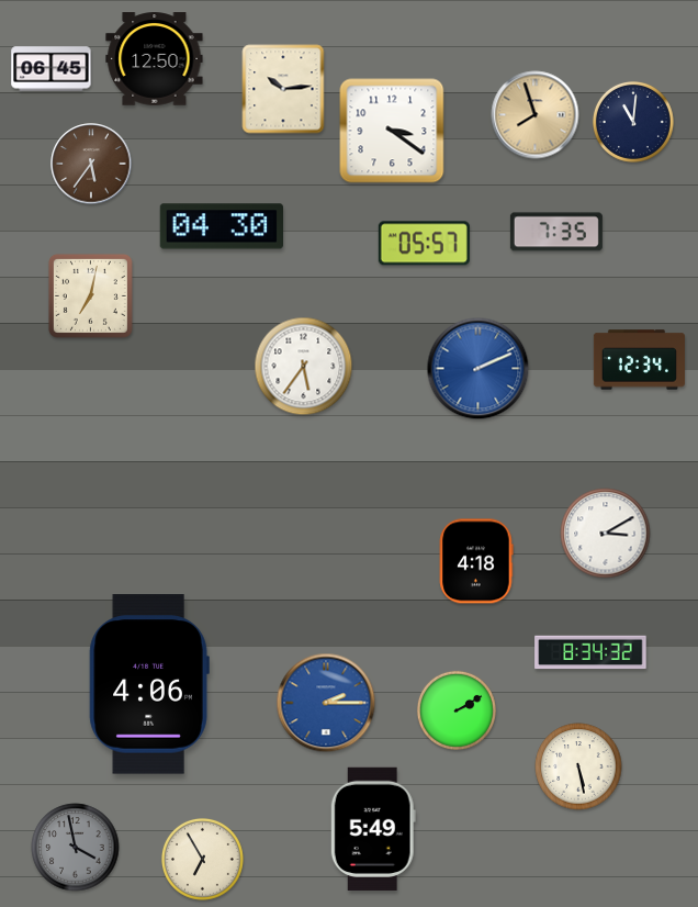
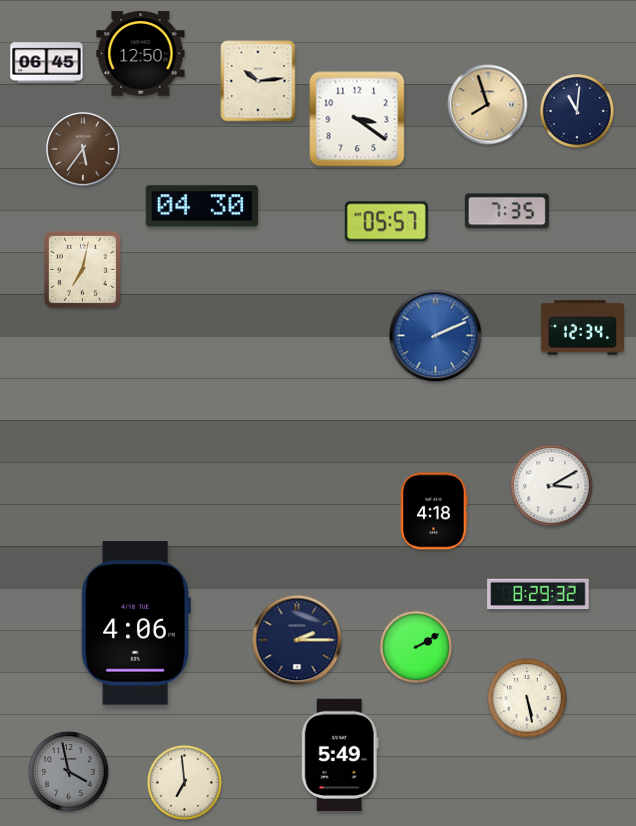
clock at (304, 367): 5:36 -> none
clock at (590, 652): 8:34 -> 8:29
clock at (326, 703) dial: blue -> navy
clock at (203, 860): 6:55 -> 6:59
